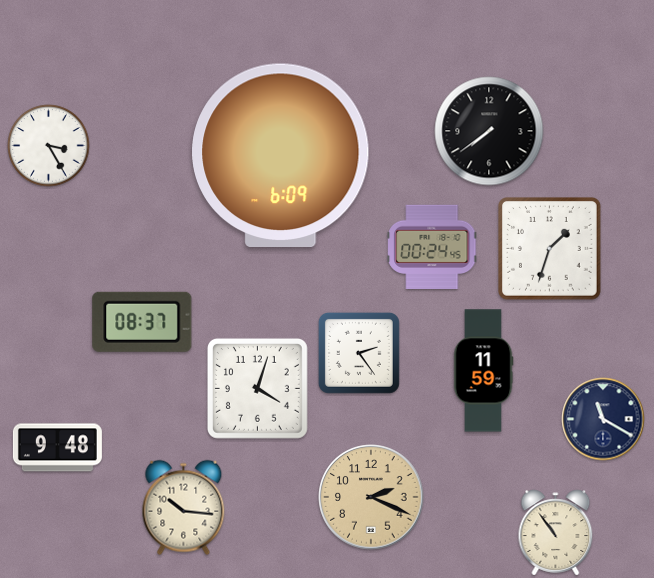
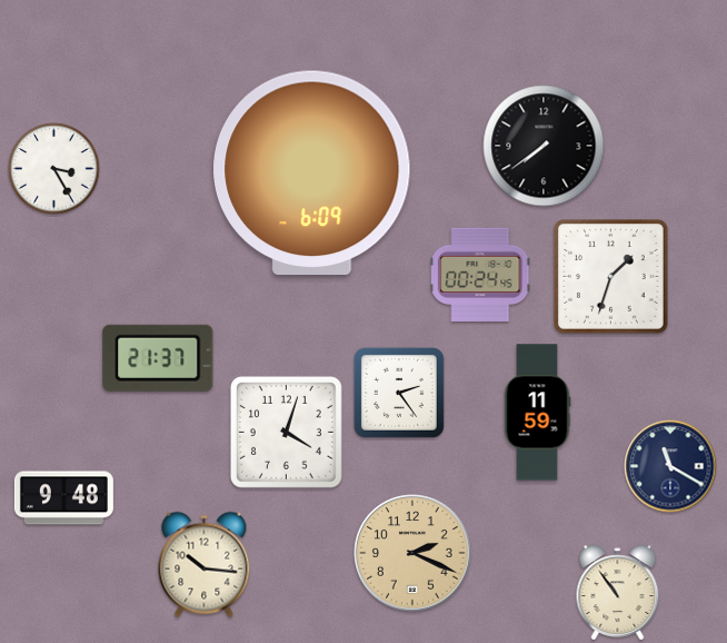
clock at (49, 146) position: (49, 146) -> (54, 169)
clock at (142, 322): 08:37 -> 21:37
